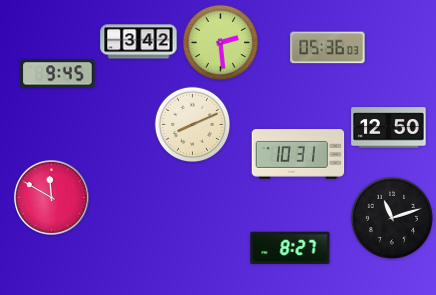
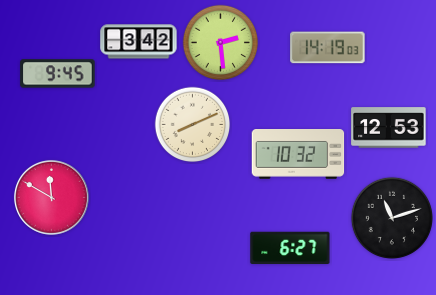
clock at (328, 48): 05:36 -> 14:19
clock at (389, 128): 12:50 -> 12:53
clock at (298, 155): 10:31 -> 10:32
clock at (290, 248): 8:27 -> 6:27
